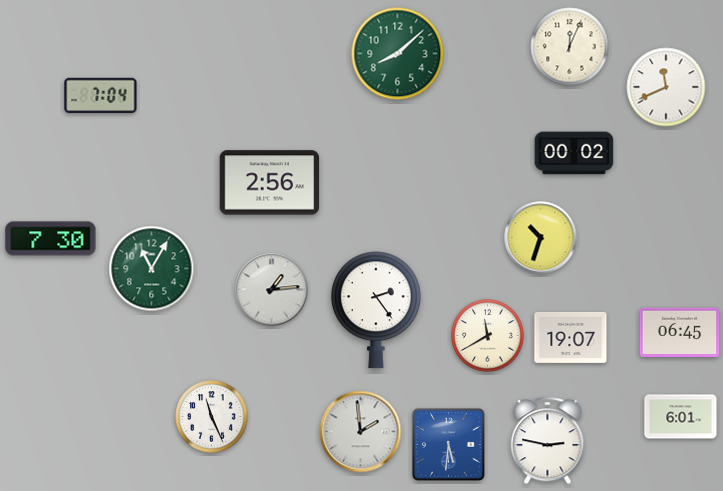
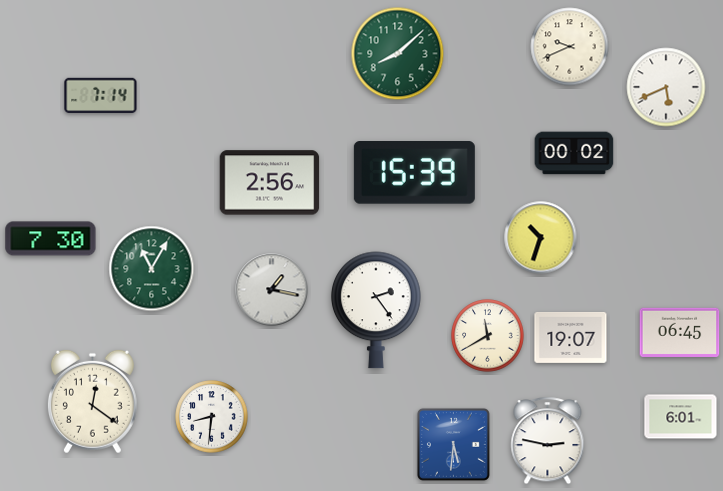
clock at (570, 47): 12:04 -> 9:41
clock at (666, 87): 11:41 -> 5:41
clock at (101, 96): 7:04 -> 7:14
clock at (414, 173): none -> 15:39
clock at (272, 290): 1:14 -> 1:17
clock at (92, 402): none -> 12:21
clock at (212, 417): 11:26 -> 8:31
clock at (361, 432): 1:59 -> none
clock at (448, 444) position: (448, 444) -> (453, 444)
